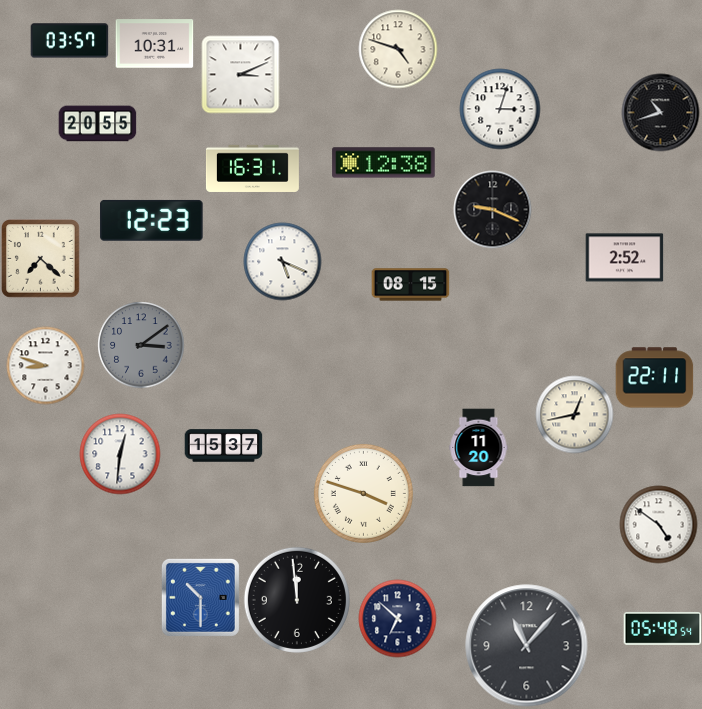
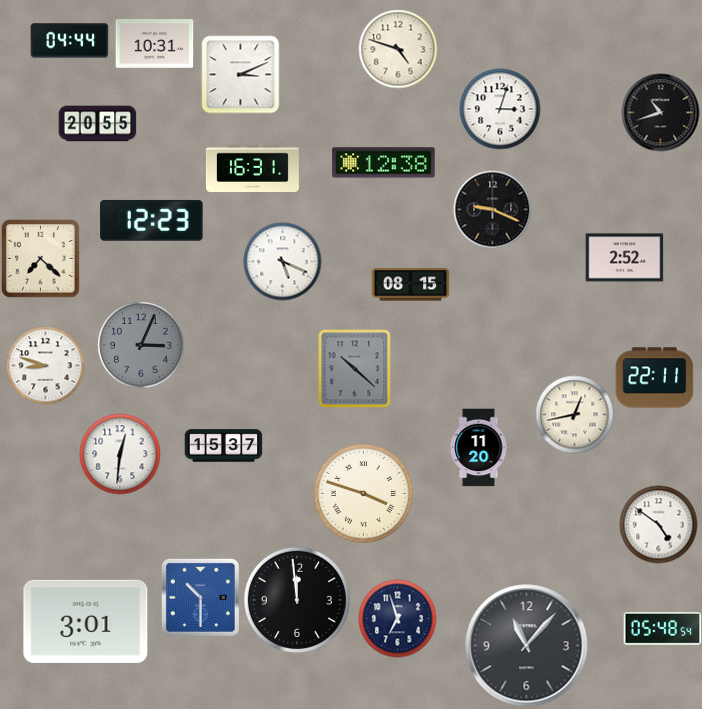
clock at (69, 41): 03:57 -> 04:44
clock at (141, 345): 3:09 -> 3:04
clock at (355, 368): none -> 10:22
clock at (397, 618): 6:52 -> 6:57
clock at (86, 621): none -> 3:01
